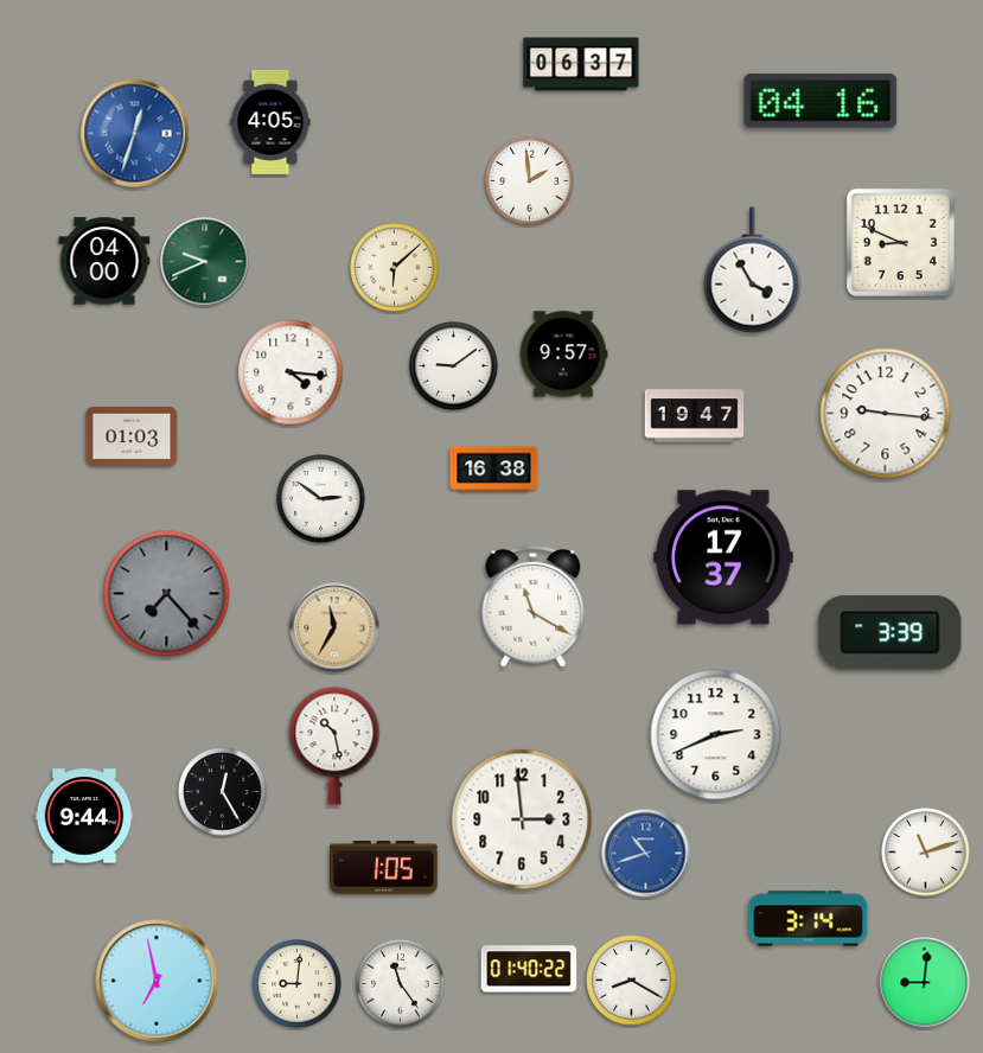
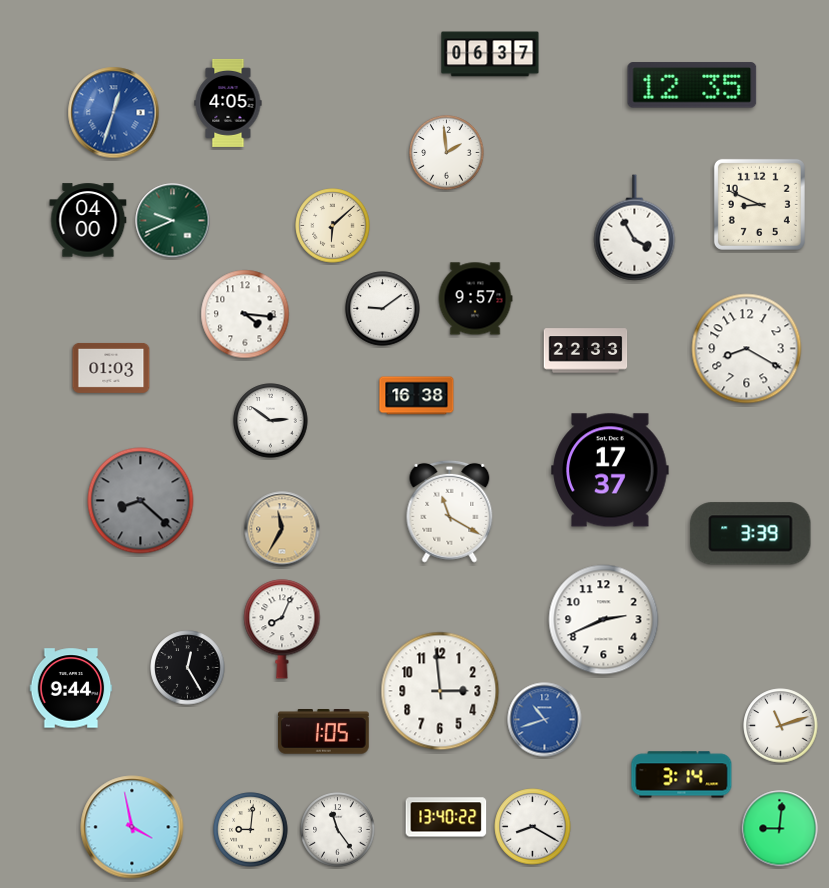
clock at (821, 101): 04:16 -> 12:35
clock at (886, 414): 9:16 -> 8:20
clock at (695, 416): 19:47 -> 22:33
clock at (167, 594): 7:23 -> 8:22
clock at (334, 746): 10:28 -> 8:04
clock at (926, 853) position: (926, 853) -> (781, 726)
clock at (529, 969): 01:40 -> 13:40
clock at (157, 981): 6:58 -> 3:58
